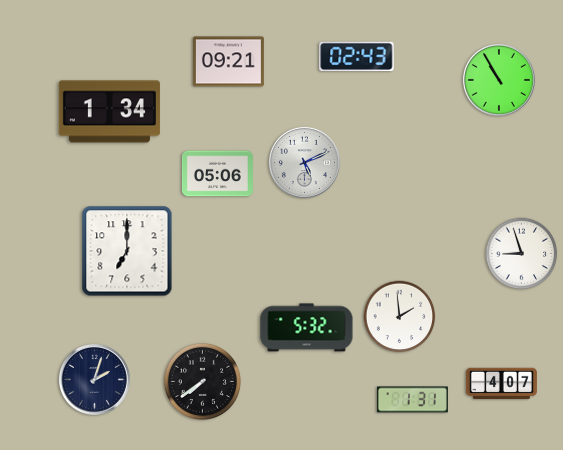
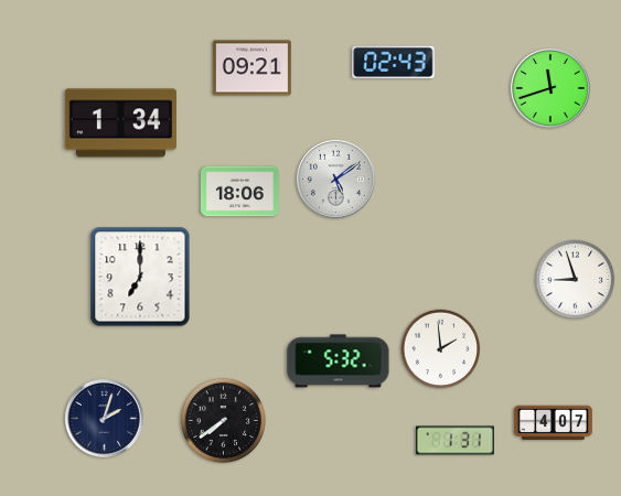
clock at (499, 80): 10:55 -> 11:42
clock at (304, 162): 5:11 -> 5:09
clock at (217, 174): 05:06 -> 18:06
